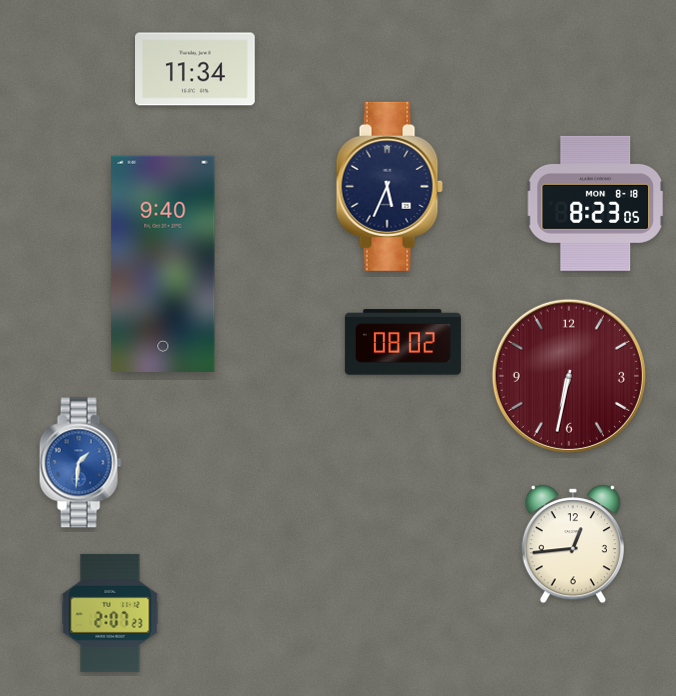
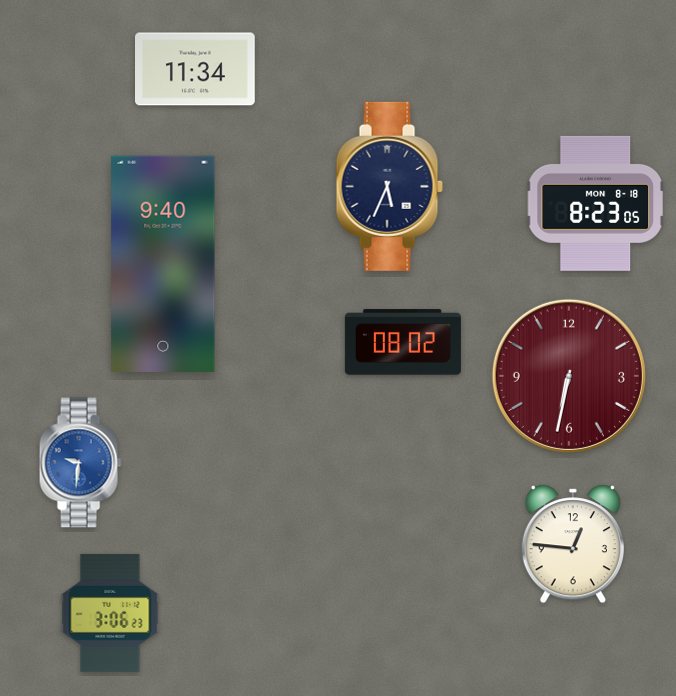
clock at (80, 463): 1:31 -> 9:31
clock at (573, 544): 12:44 -> 12:46
clock at (110, 613): 2:07 -> 3:06
